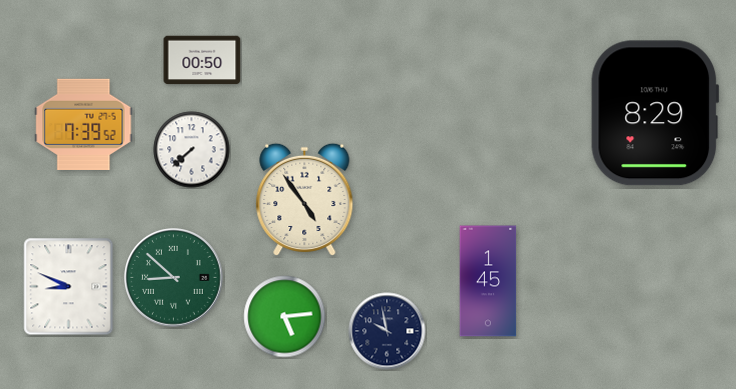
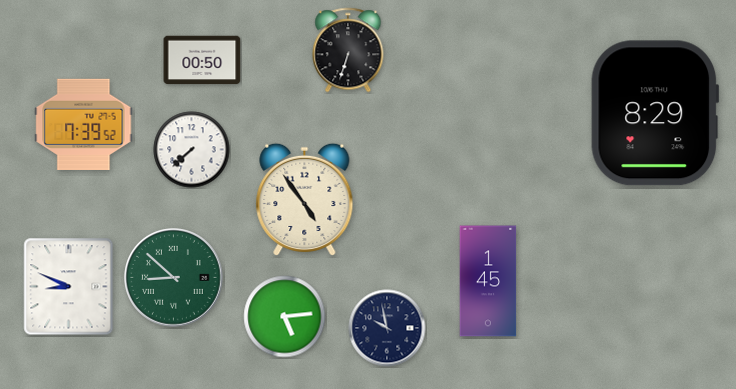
clock at (348, 50): none -> 6:33
clock at (387, 331) position: (387, 331) -> (387, 328)
